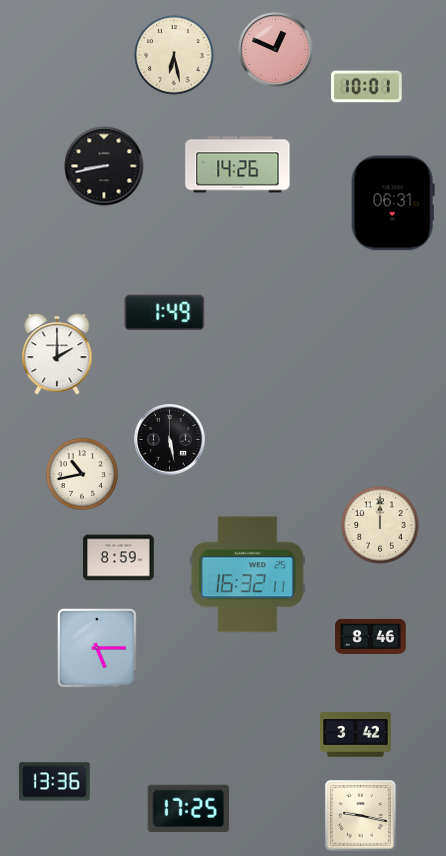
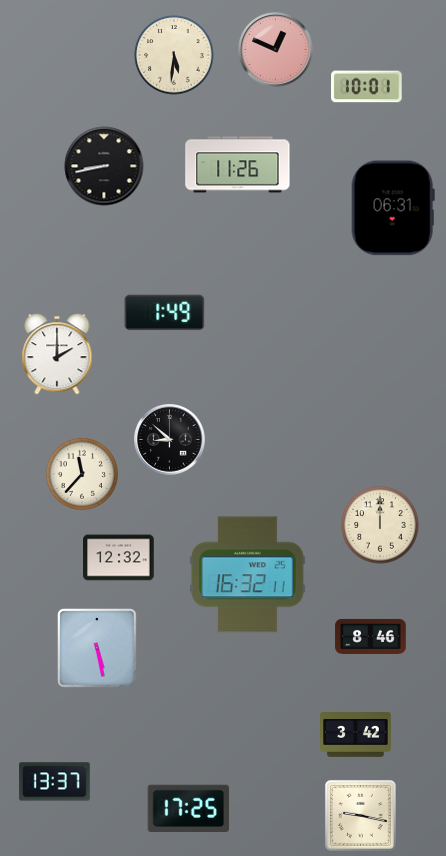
clock at (174, 55): 6:28 -> 5:31
clock at (238, 165): 14:26 -> 11:26
clock at (393, 203) position: (393, 203) -> (393, 208)
clock at (170, 440): 5:28 -> 8:52
clock at (82, 474): 10:43 -> 11:37
clock at (119, 558): 8:59 -> 12:32
clock at (98, 649): 5:15 -> 5:28
clock at (55, 782): 13:36 -> 13:37
